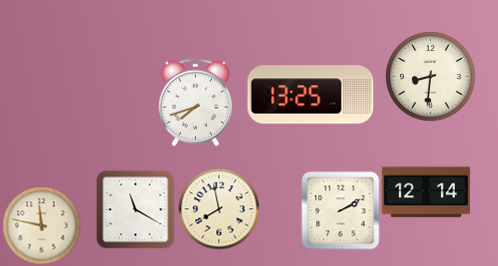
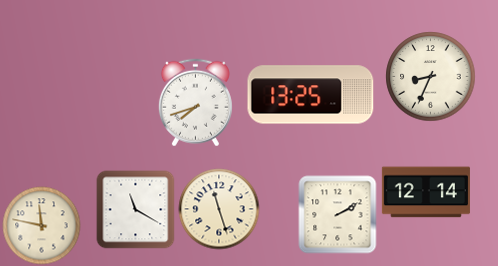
clock at (430, 76): 8:31 -> 8:34
clock at (219, 209): 7:58 -> 11:27
clock at (340, 210) position: (340, 210) -> (337, 214)
